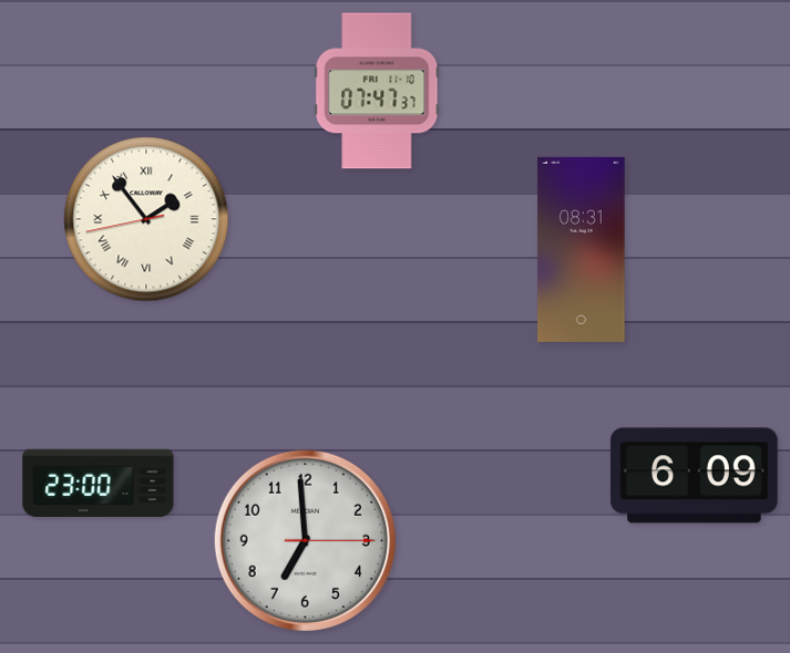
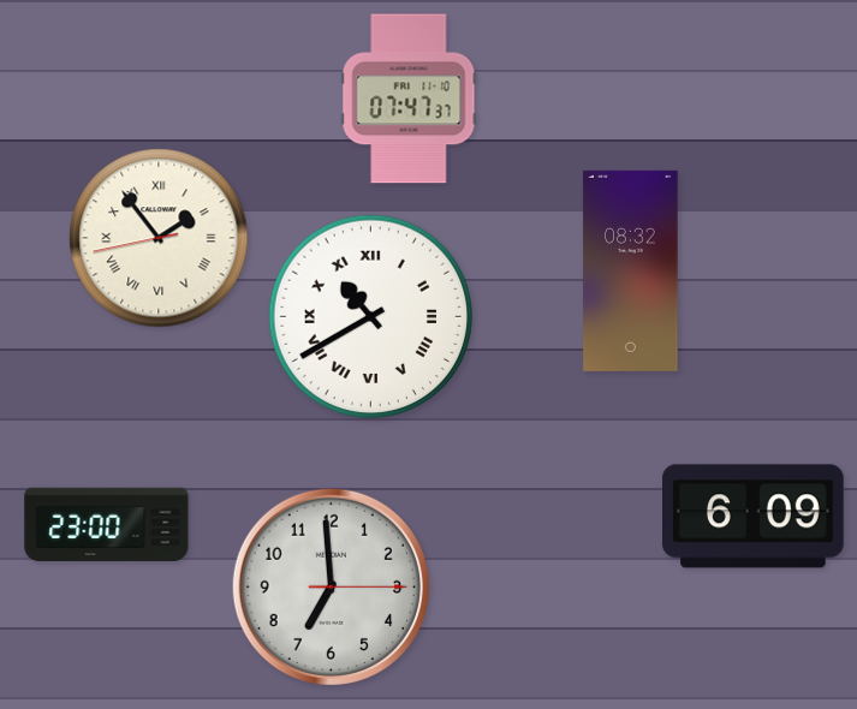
clock at (582, 249): 08:31 -> 08:32
clock at (370, 316): none -> 10:40
